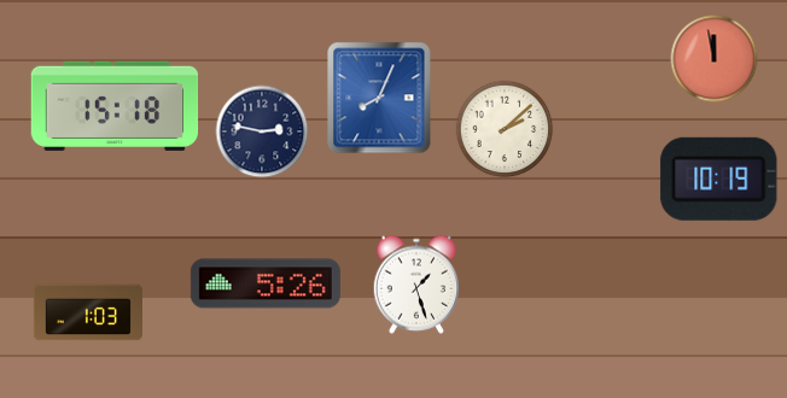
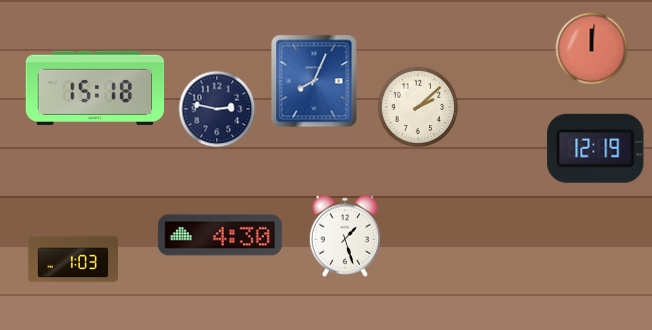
clock at (715, 59): 11:58 -> 12:01
clock at (719, 178): 10:19 -> 12:19
clock at (266, 283): 5:26 -> 4:30
